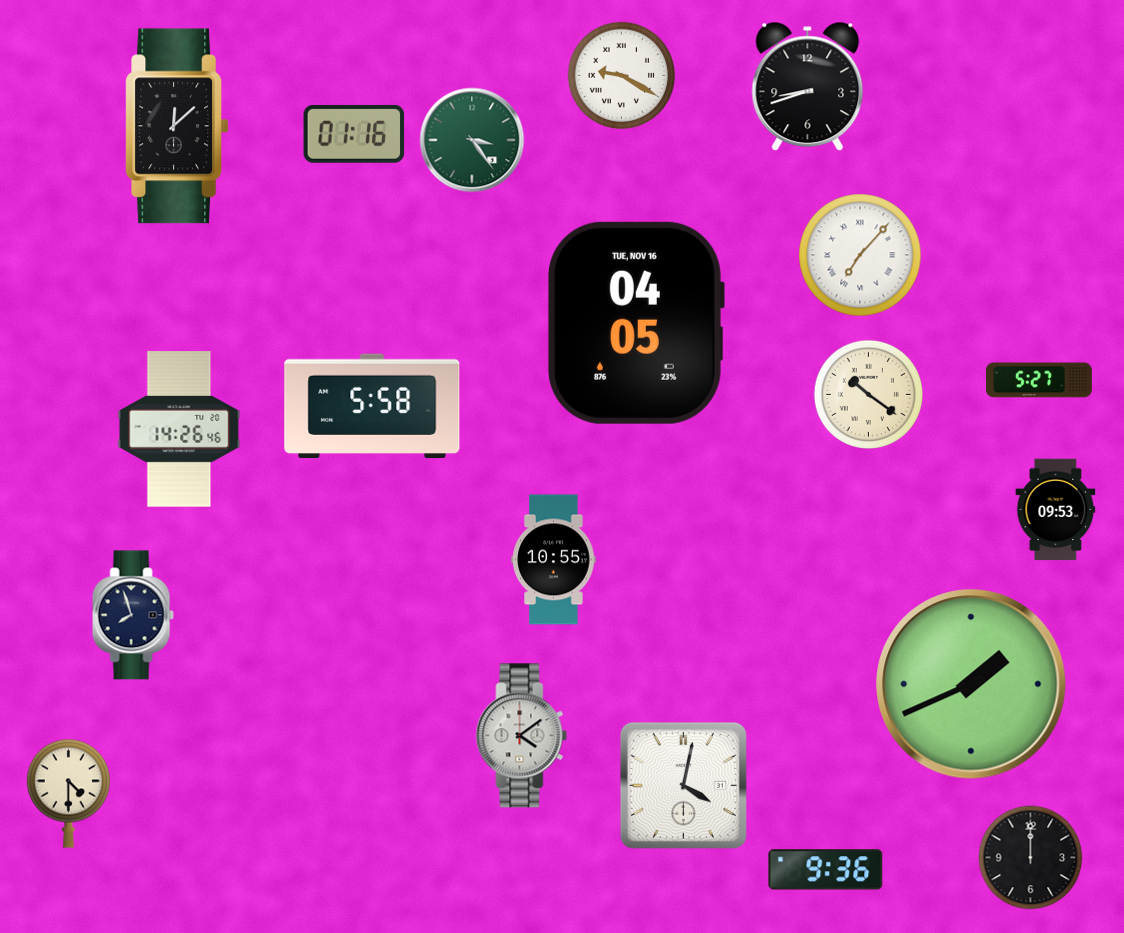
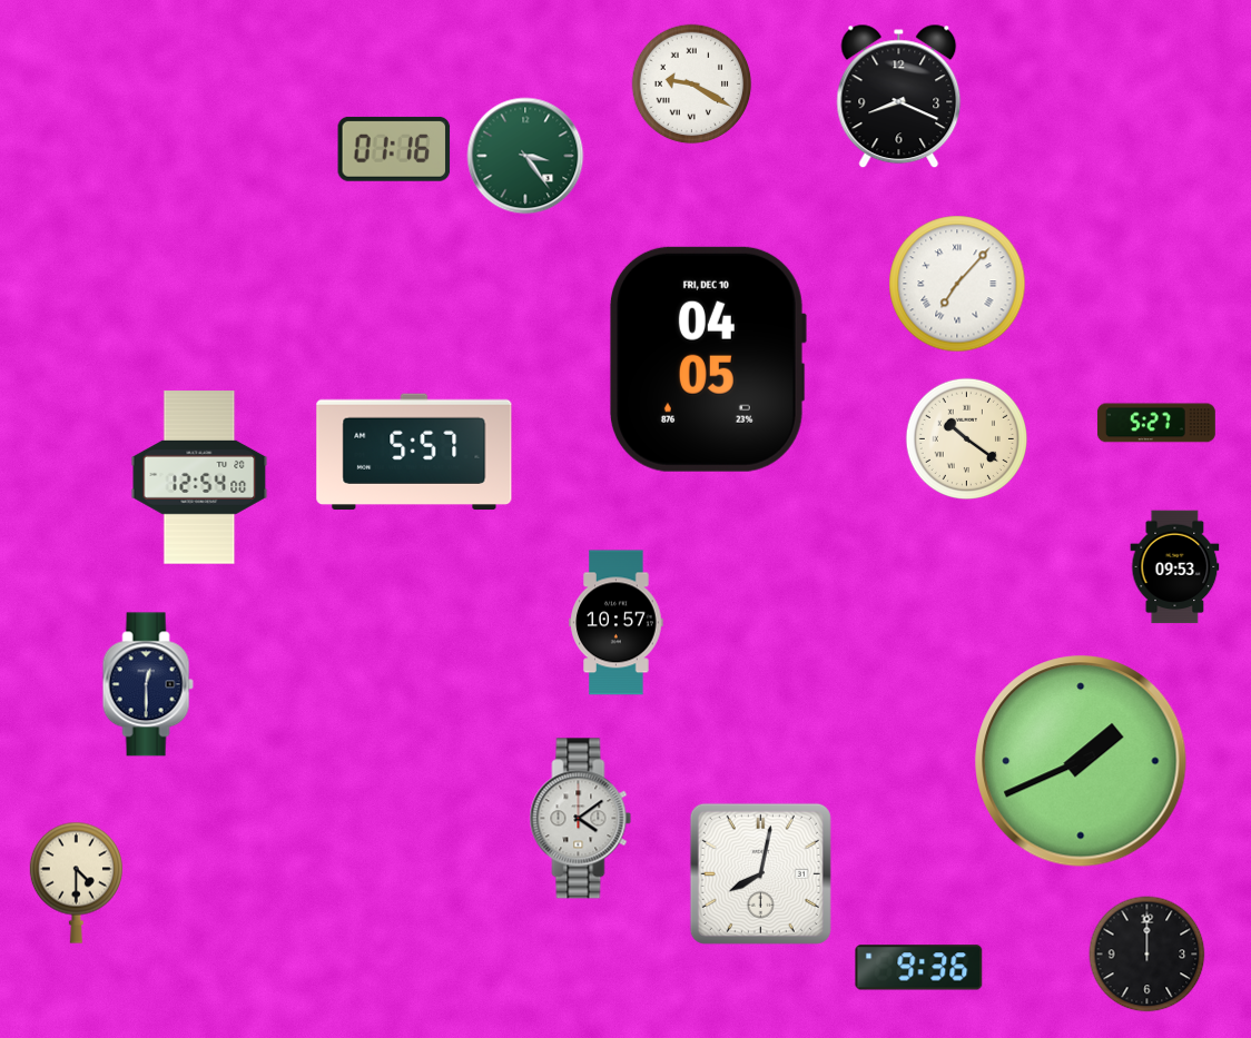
clock at (808, 87): 8:42 -> 8:19
clock at (176, 126): 12:08 -> none
clock at (635, 323) date: TUE, NOV 16 -> FRI, DEC 10
clock at (372, 406): 5:58 -> 5:57
clock at (179, 429): 14:26 -> 12:54
clock at (554, 560): 10:55 -> 10:57
clock at (133, 615): 7:57 -> 12:30
clock at (683, 785): 4:02 -> 8:02
